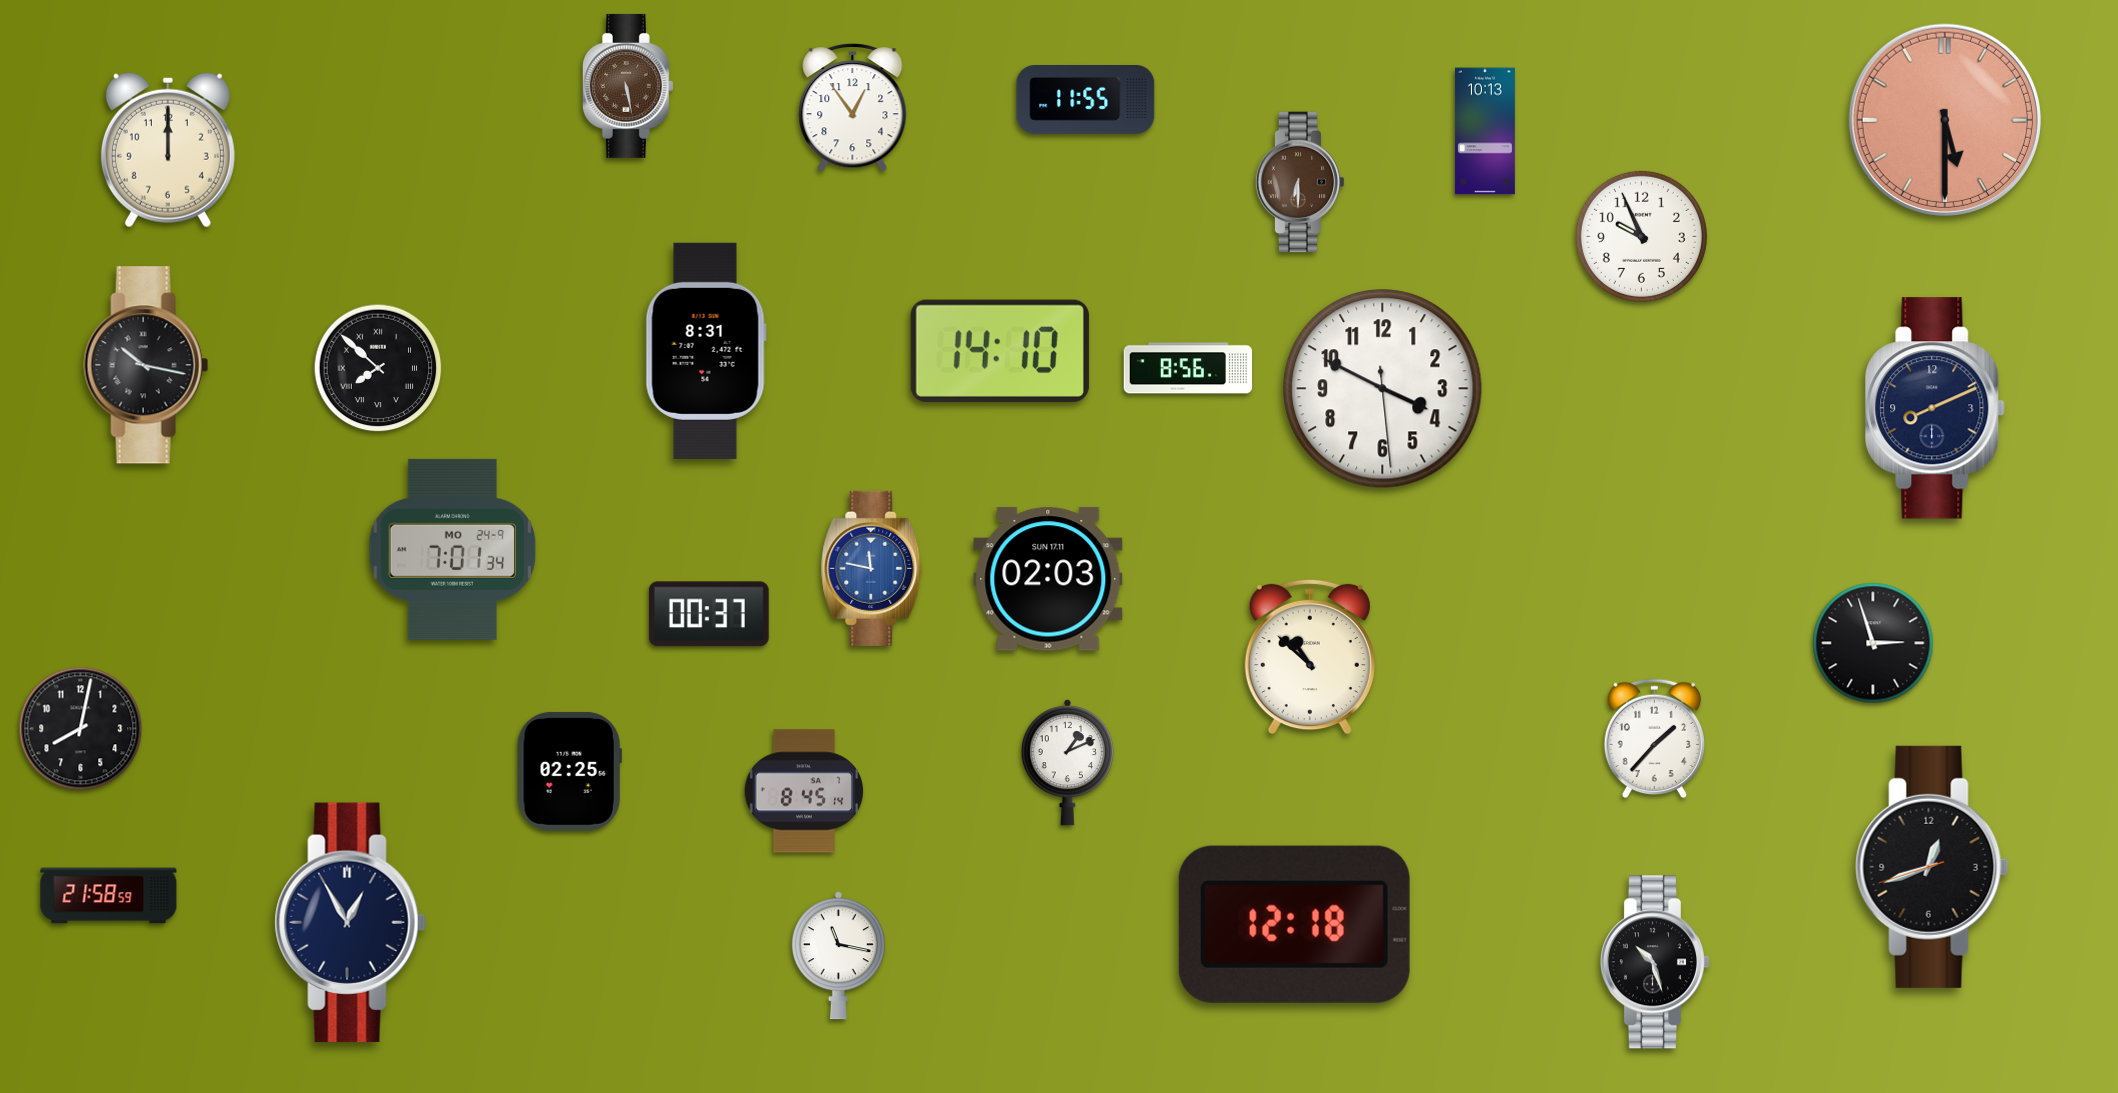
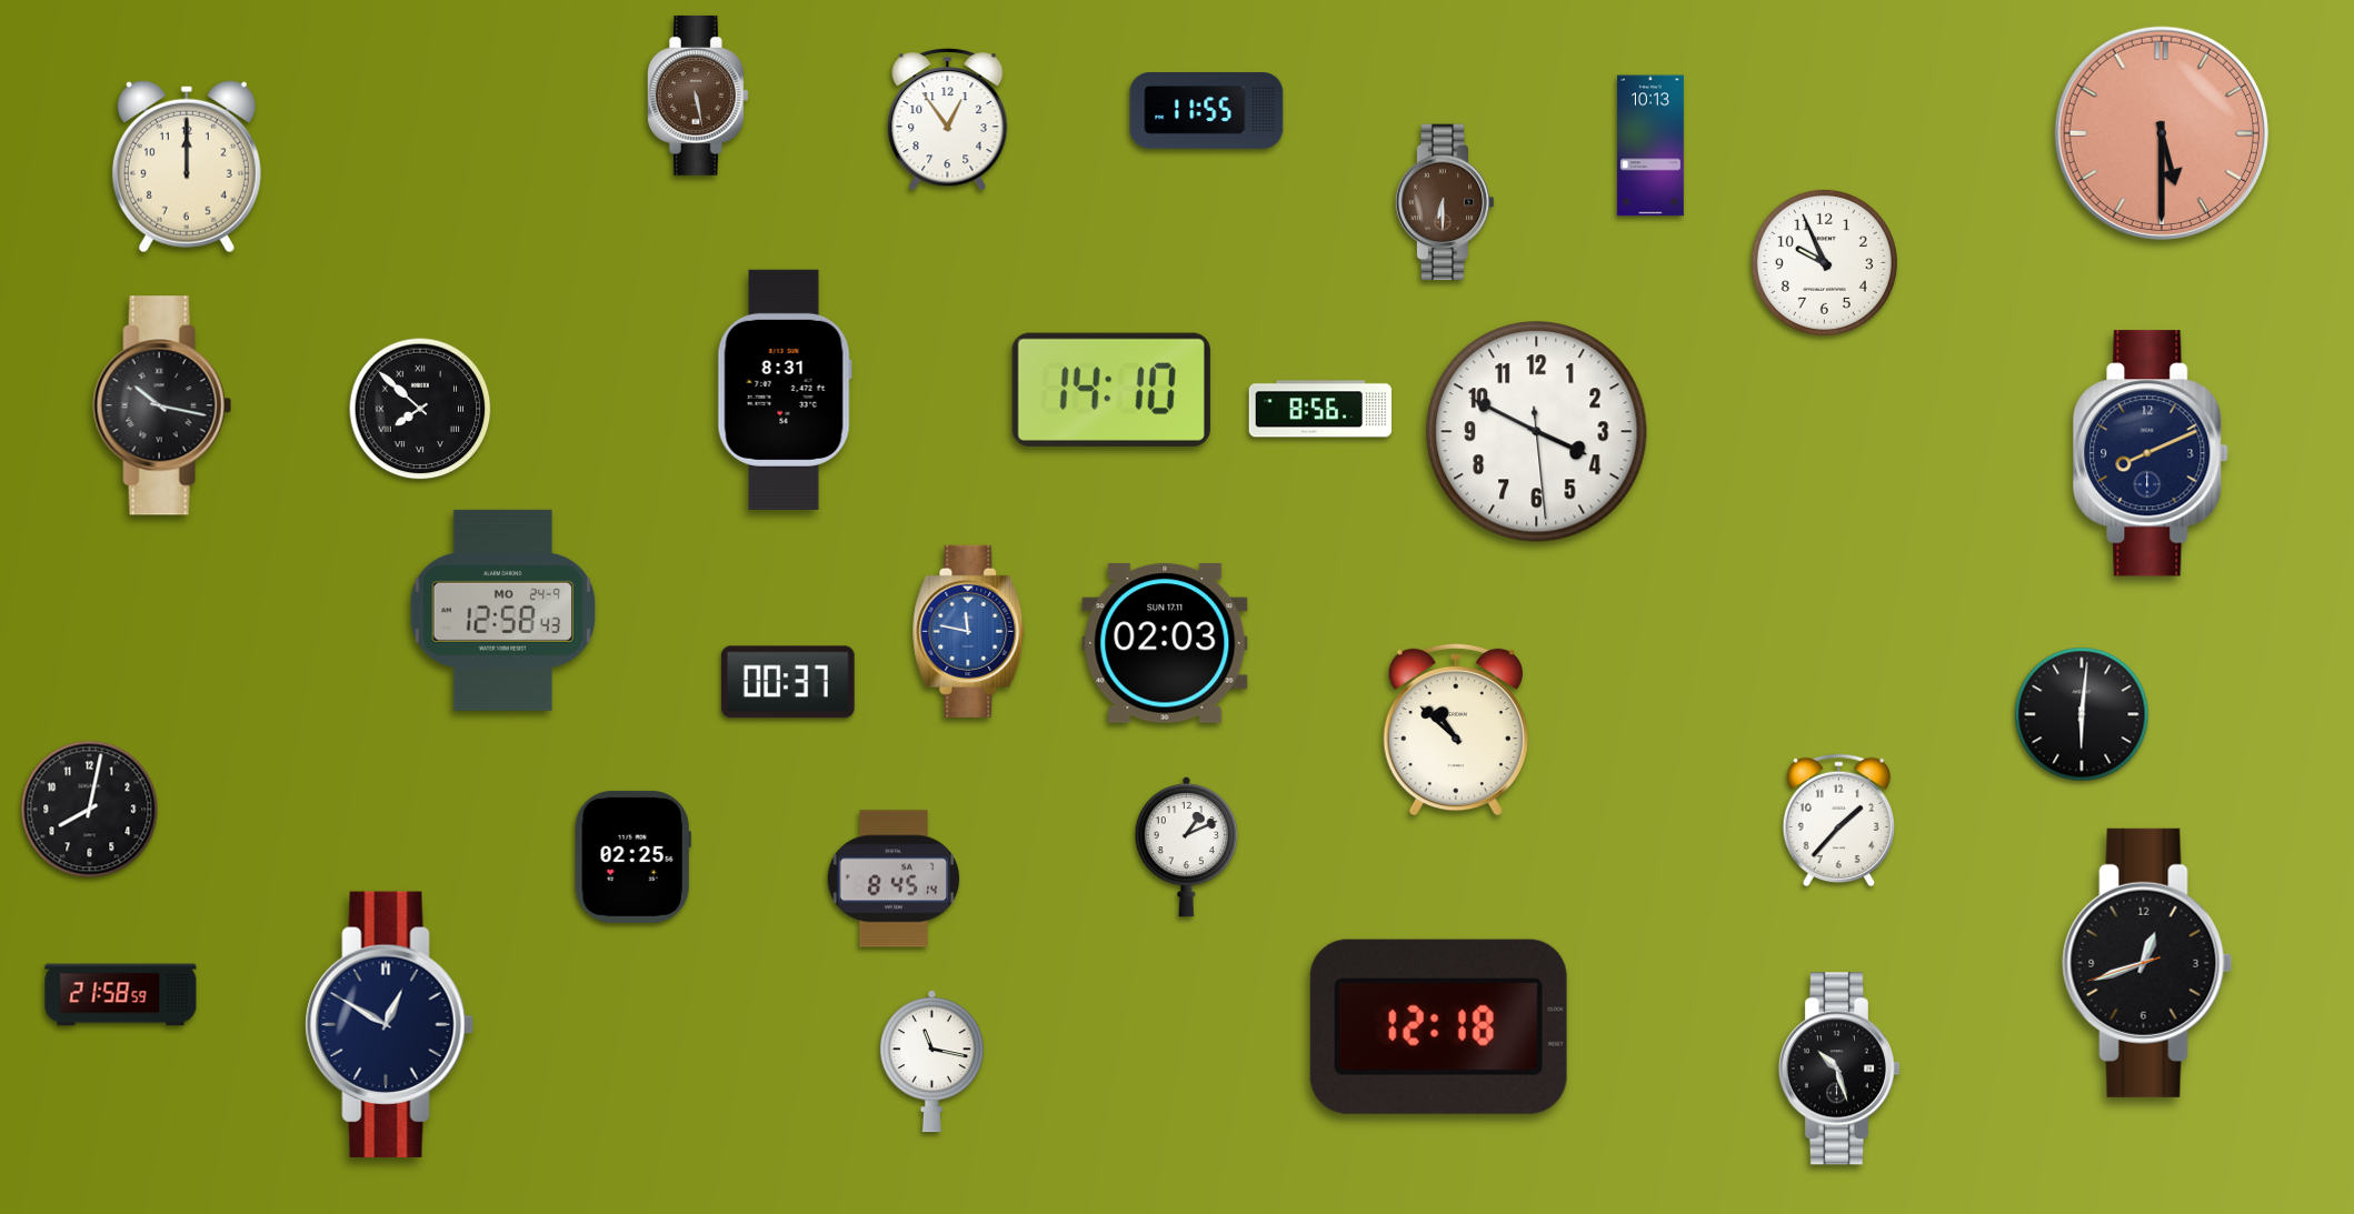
clock at (453, 549): 7:01 -> 12:58
clock at (1873, 643): 2:57 -> 6:01
clock at (350, 922): 12:55 -> 12:50
